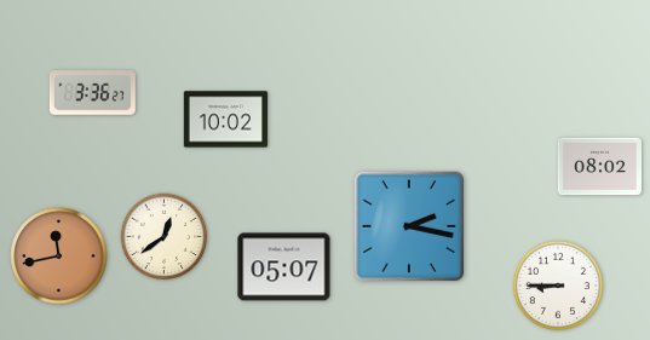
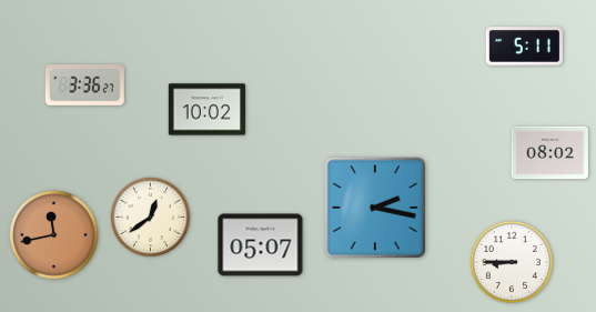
clock at (524, 47): none -> 5:11
